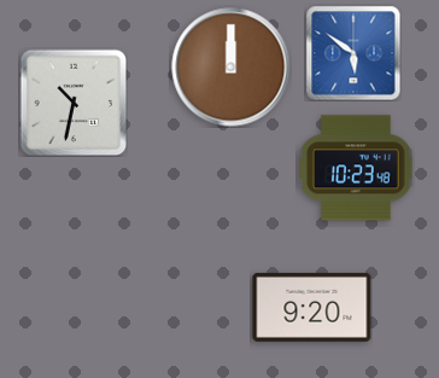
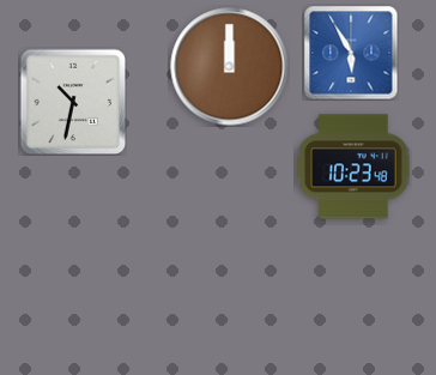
clock at (353, 53): 5:51 -> 5:55
clock at (312, 307): 9:20 -> none
